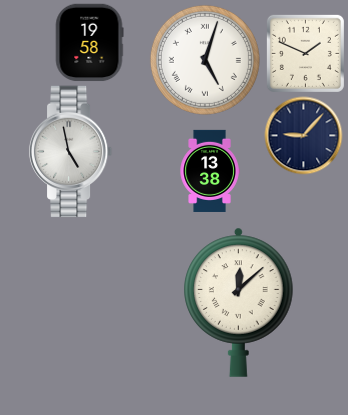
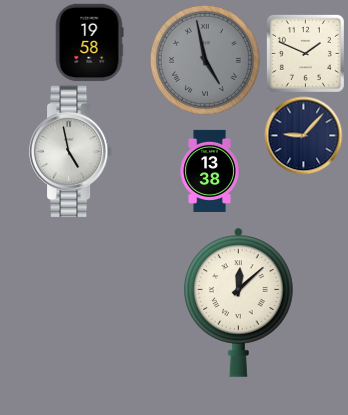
clock at (205, 60): 5:03 -> 4:58
clock at (205, 60) dial: white -> grey
